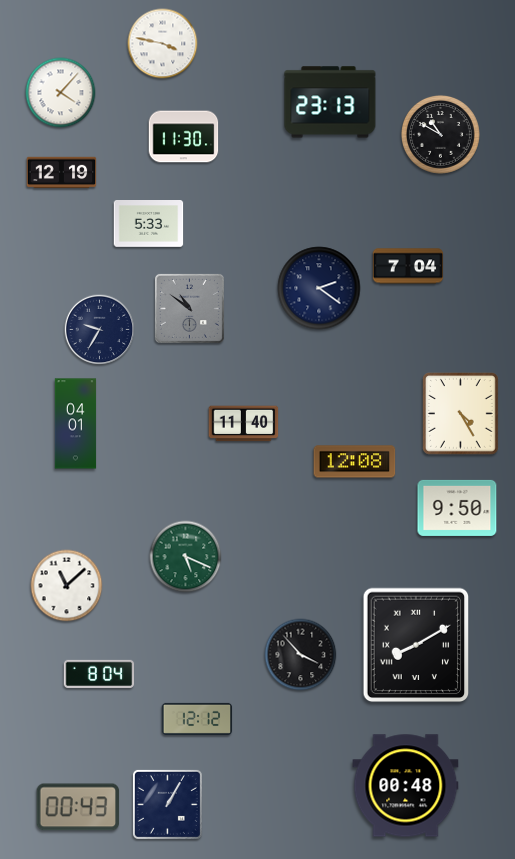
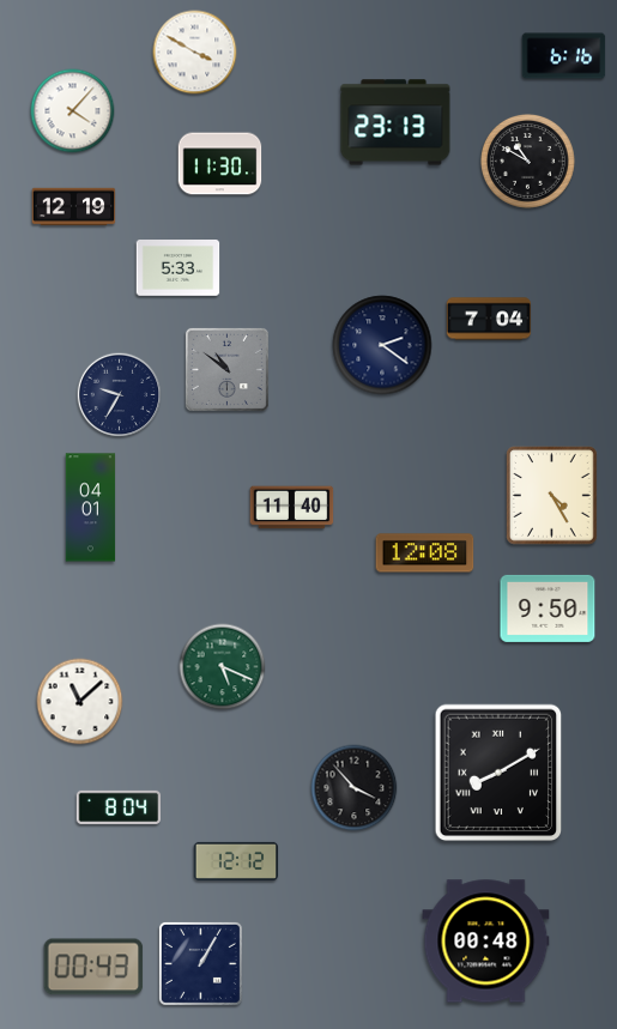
clock at (163, 44): 3:47 -> 3:50
clock at (564, 56): none -> 6:16
clock at (301, 655) position: (301, 655) -> (355, 788)
